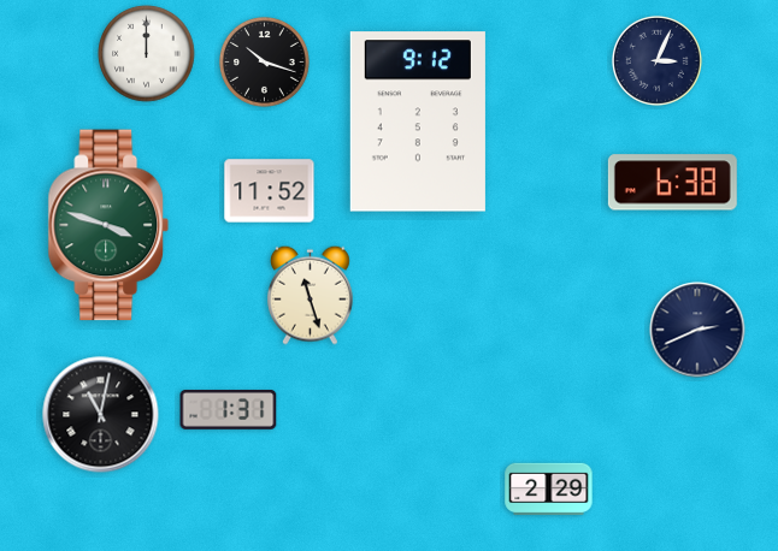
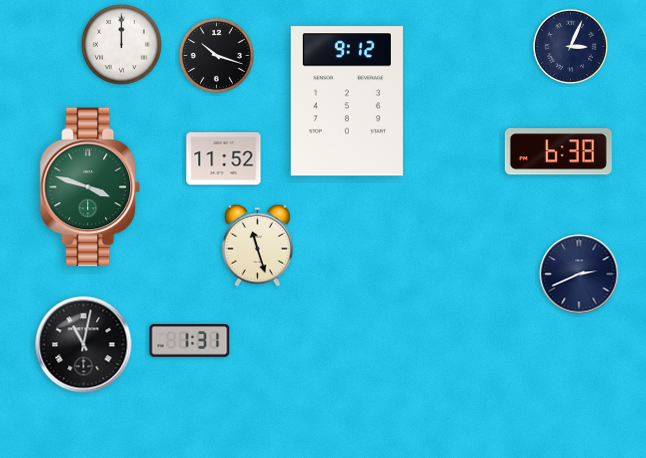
clock at (656, 60) position: (656, 60) -> (570, 46)
clock at (264, 61) position: (264, 61) -> (216, 55)
clock at (549, 490): 2:29 -> none
